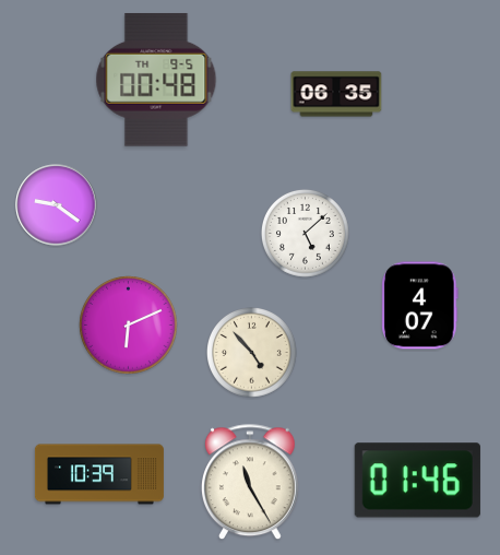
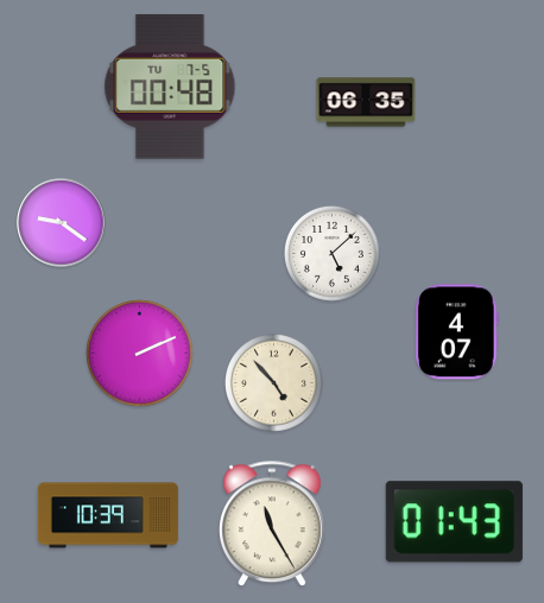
clock at (156, 80) date: TH 9-5 -> TU 7-5
clock at (129, 326): 6:11 -> 2:11
clock at (417, 481): 01:46 -> 01:43
